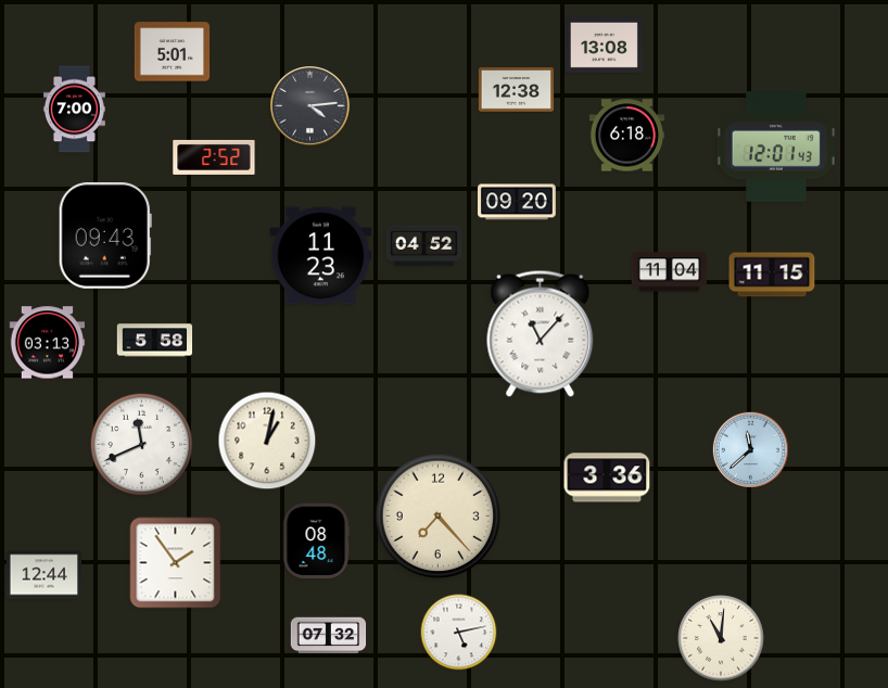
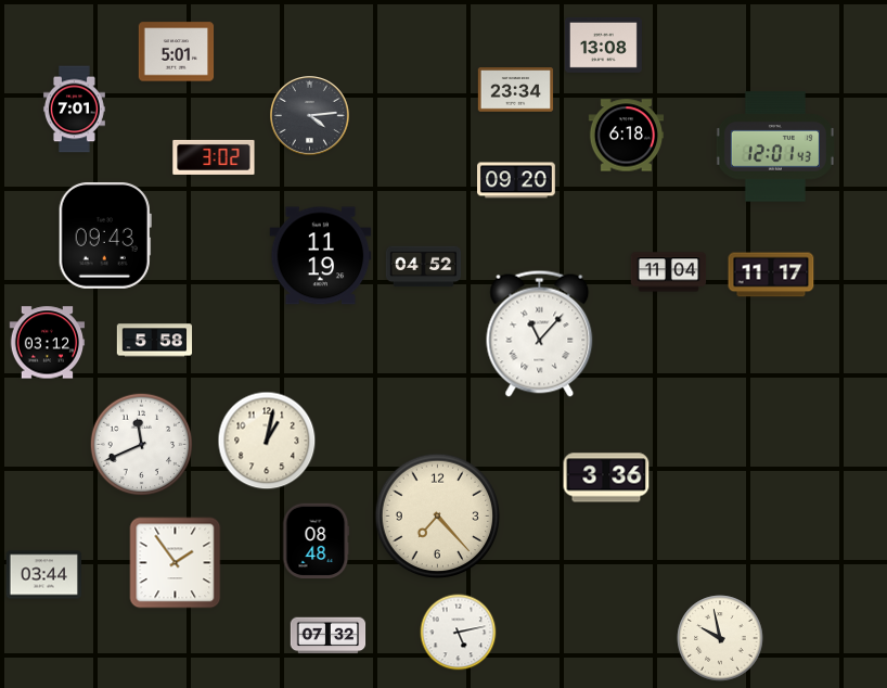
clock at (173, 52) position: (173, 52) -> (177, 52)
clock at (517, 90): 12:38 -> 23:34
clock at (310, 106) position: (310, 106) -> (310, 116)
clock at (75, 110): 7:00 -> 7:01
clock at (214, 157): 2:52 -> 3:02
clock at (518, 202) position: (518, 202) -> (517, 180)
clock at (424, 246) position: (424, 246) -> (424, 267)
clock at (321, 256): 11:23 -> 11:19
clock at (772, 275): 11:15 -> 11:17
clock at (48, 343): 03:13 -> 03:12
clock at (750, 449): 11:38 -> none
clock at (45, 575): 12:44 -> 03:44
clock at (721, 638): 11:01 -> 9:58
